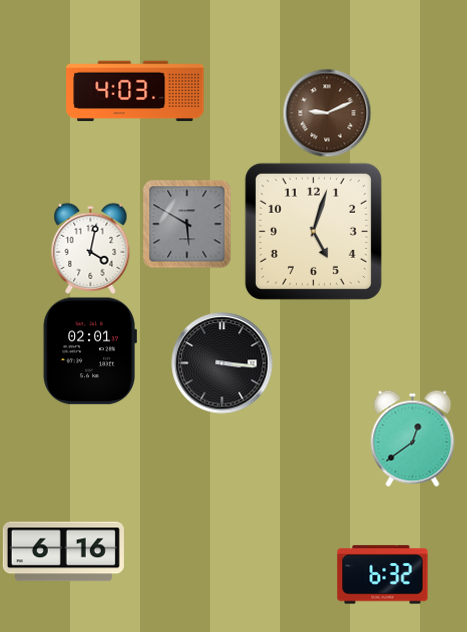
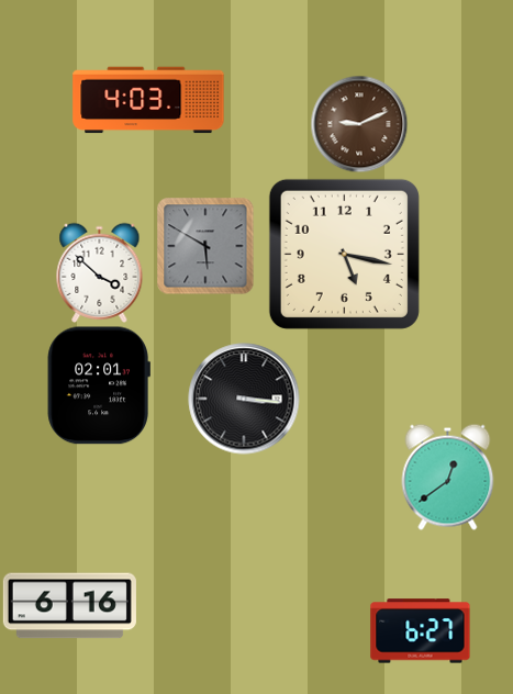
clock at (313, 231): 5:03 -> 5:17
clock at (91, 248): 4:02 -> 3:52
clock at (413, 438) position: (413, 438) -> (448, 477)
clock at (383, 575): 6:32 -> 6:27
